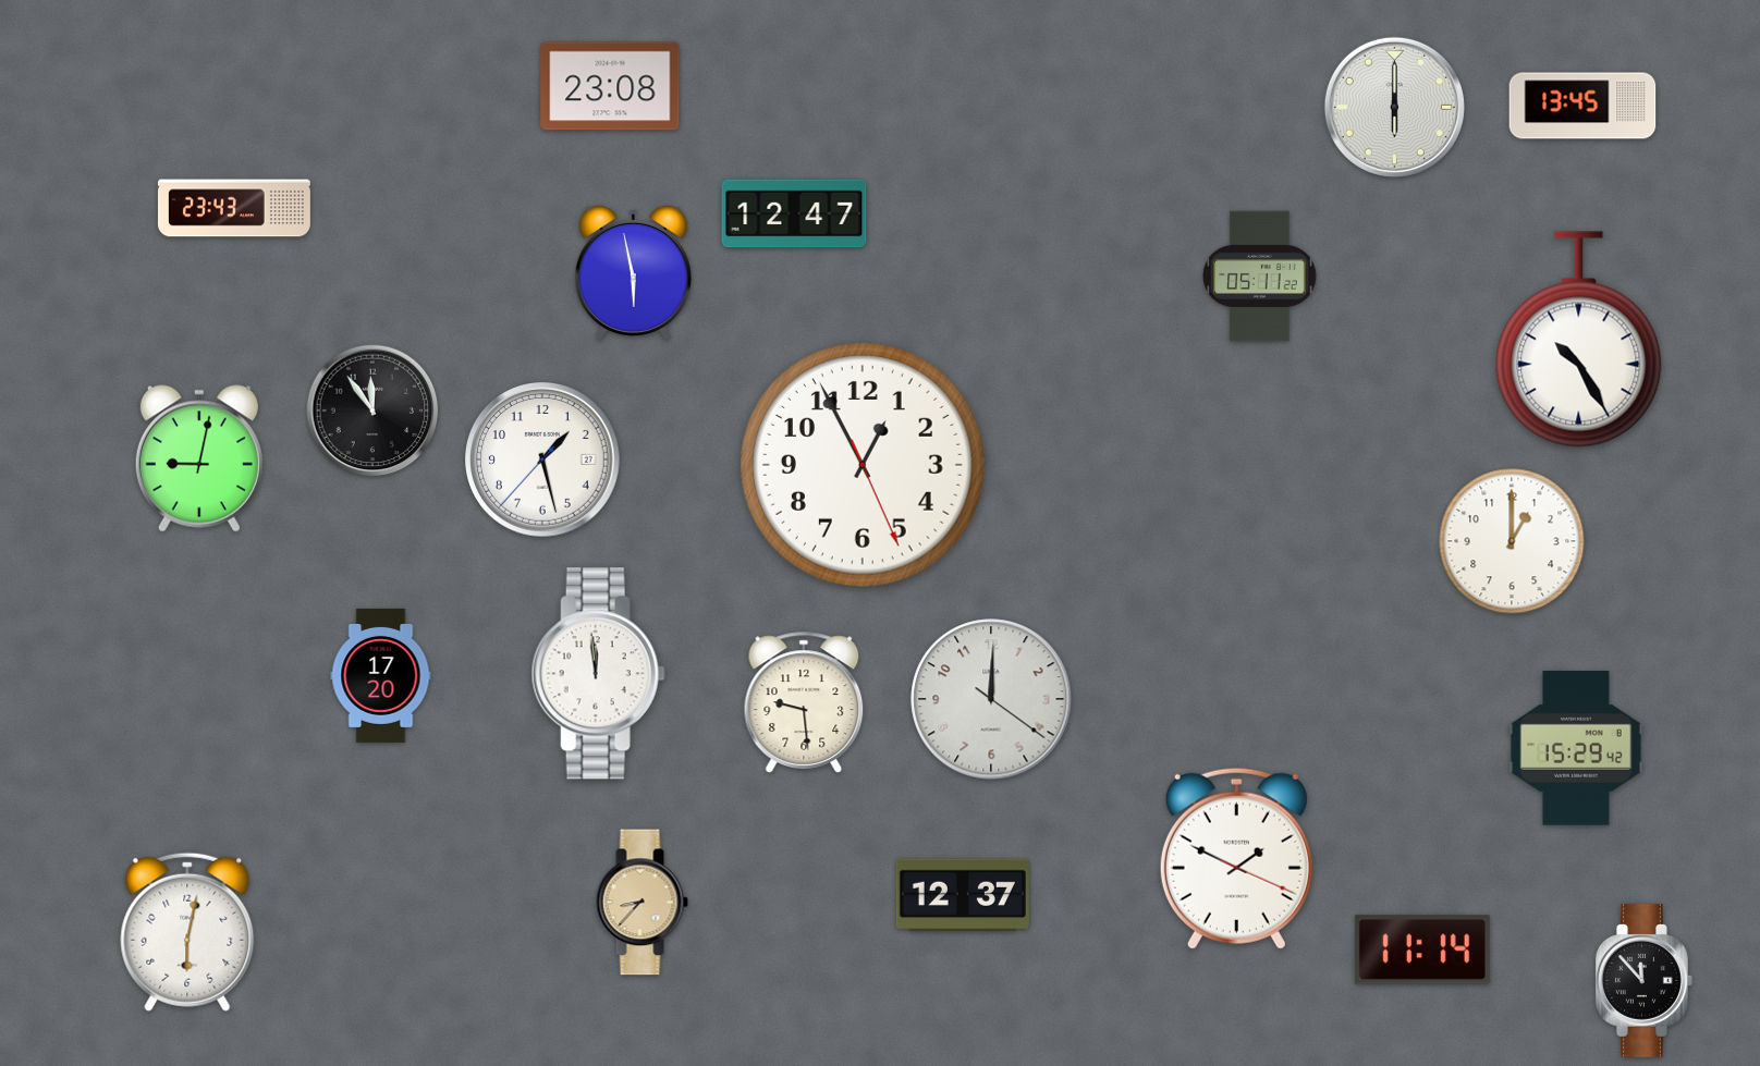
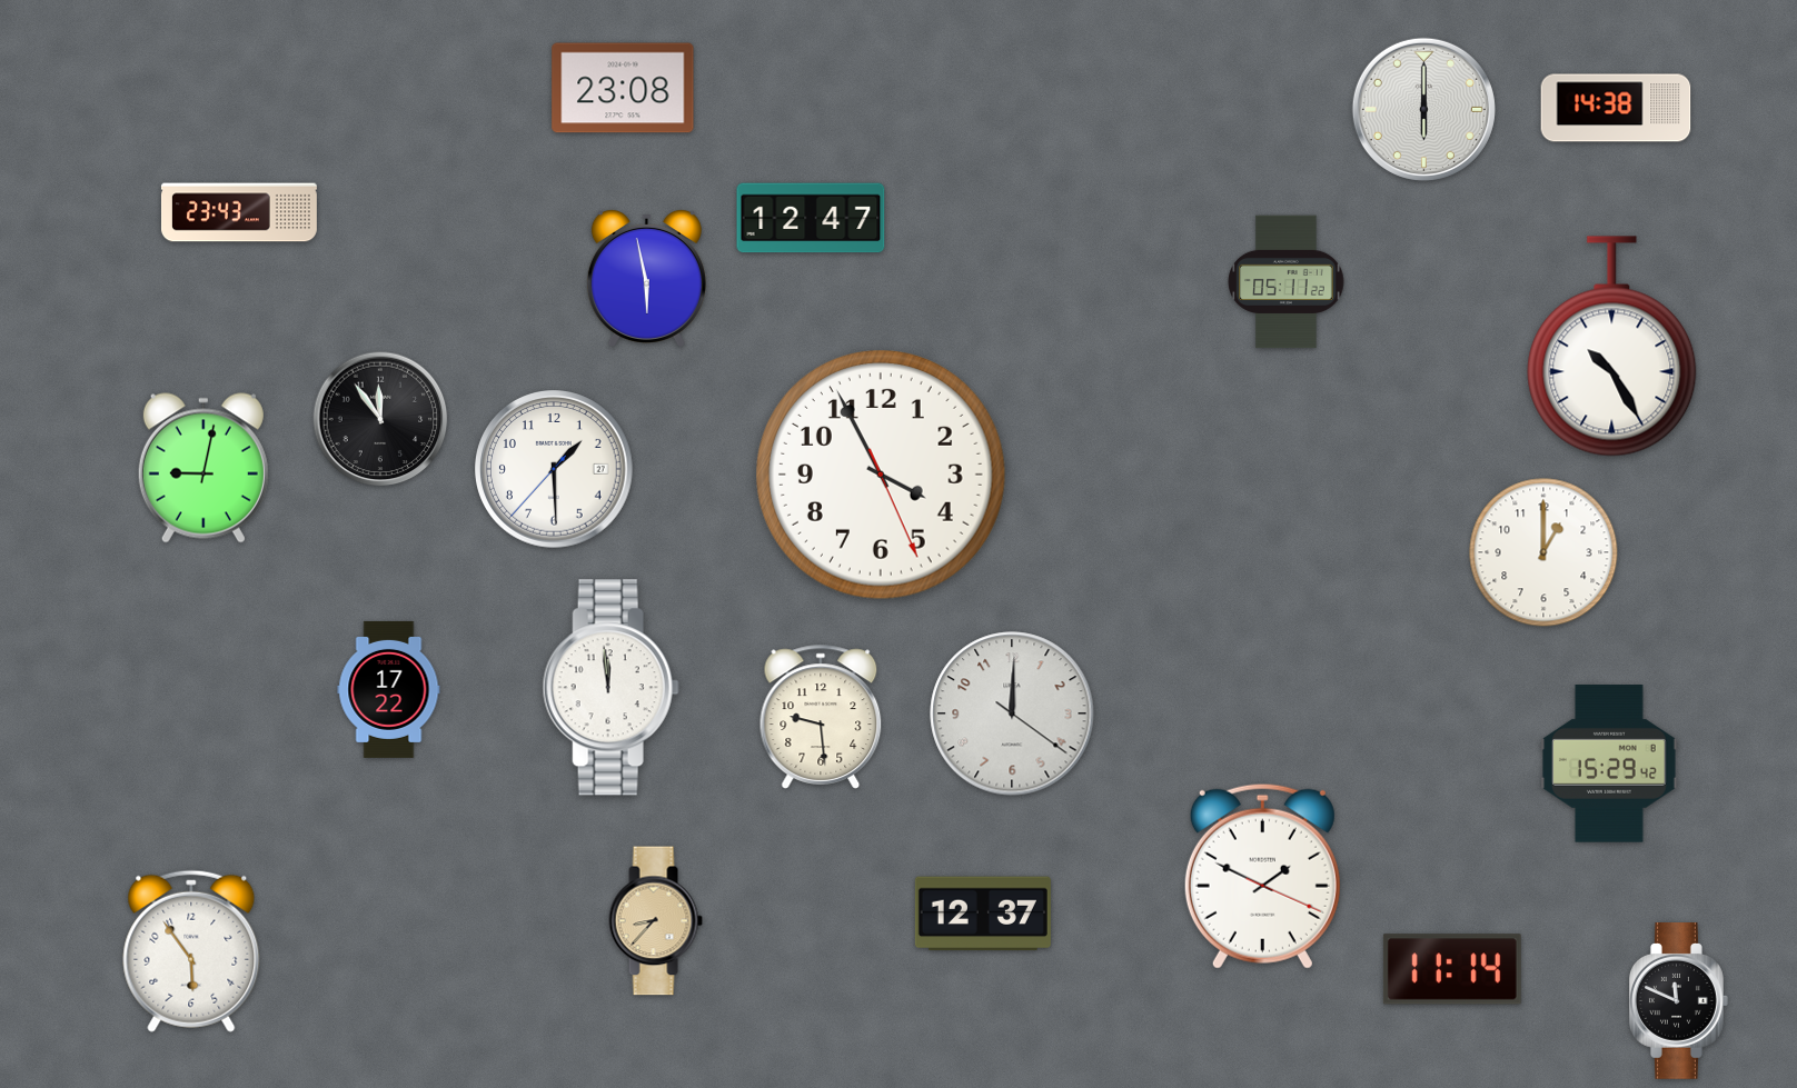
clock at (1582, 106): 13:45 -> 14:38
clock at (542, 460): 1:27 -> 1:29
clock at (864, 466): 12:55 -> 3:55
clock at (381, 675): 17:20 -> 17:22
clock at (187, 932): 6:02 -> 5:54
clock at (1645, 981): 11:53 -> 11:49
